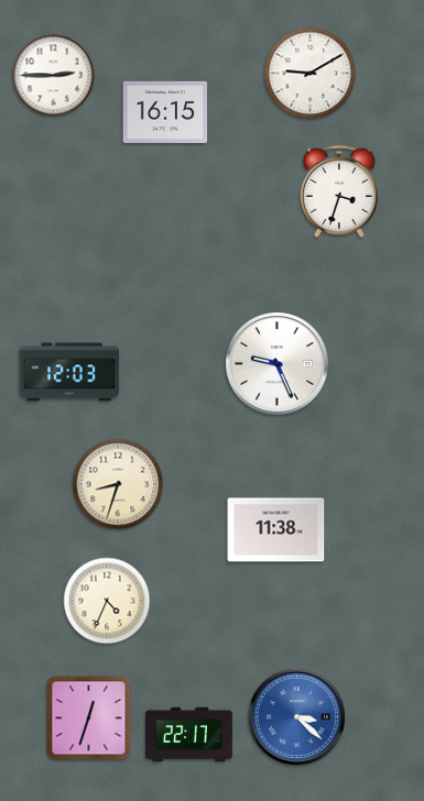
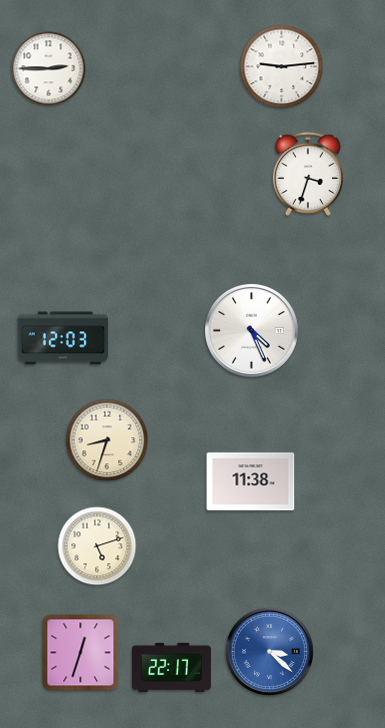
clock at (311, 74): 9:10 -> 9:14
clock at (165, 112): 16:15 -> none
clock at (278, 364): 9:26 -> 4:26
clock at (107, 601): 4:34 -> 5:12
